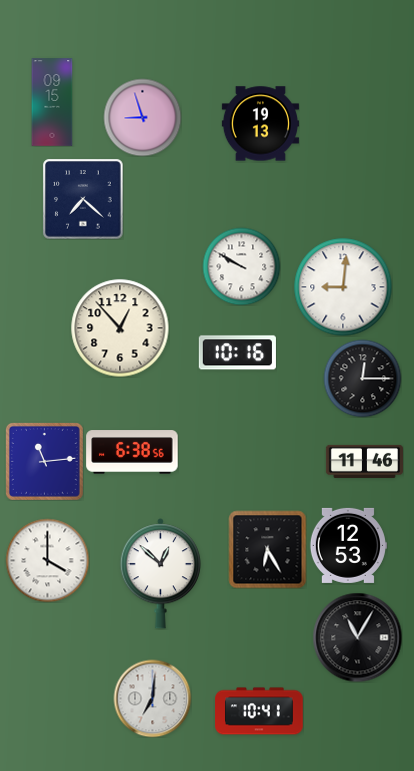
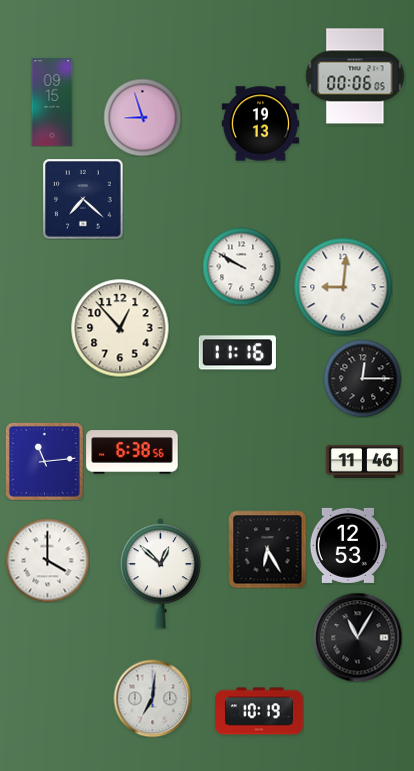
clock at (355, 76): none -> 00:06
clock at (237, 353): 10:16 -> 11:16
clock at (259, 711): 10:41 -> 10:19
